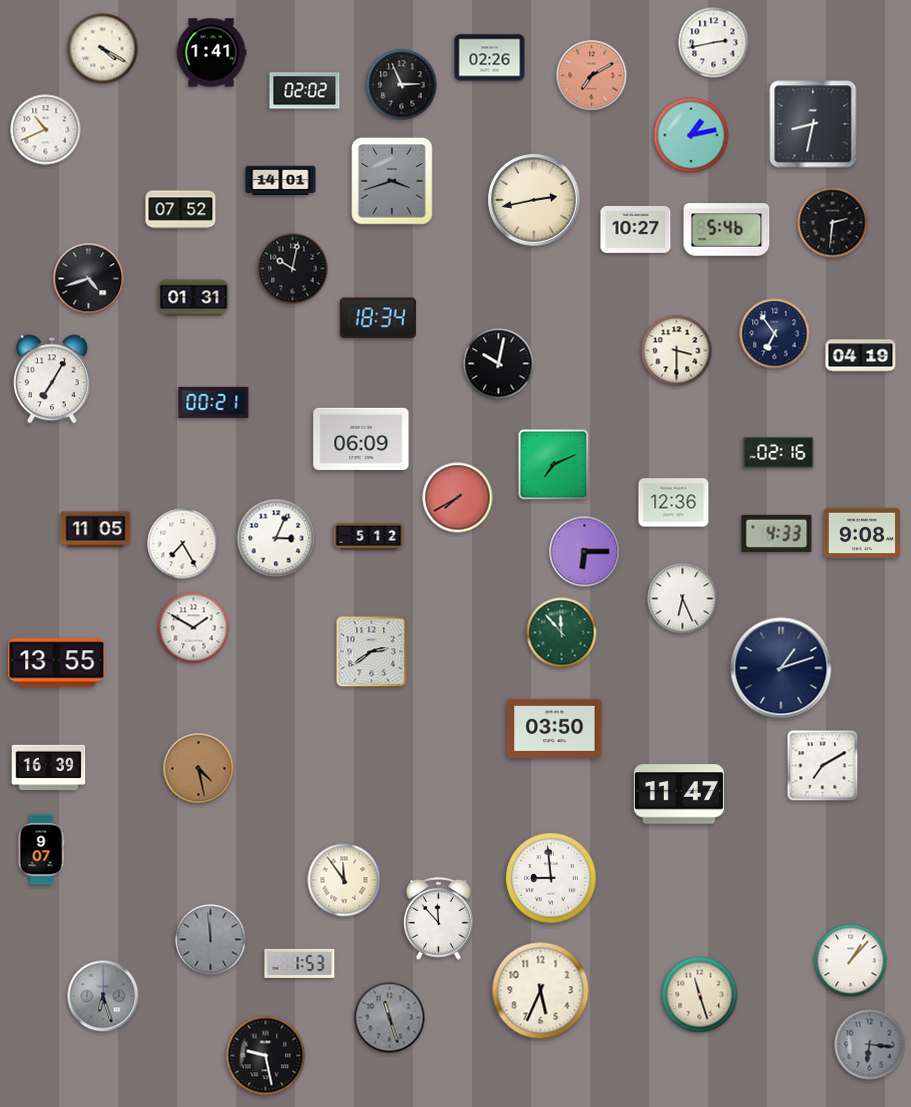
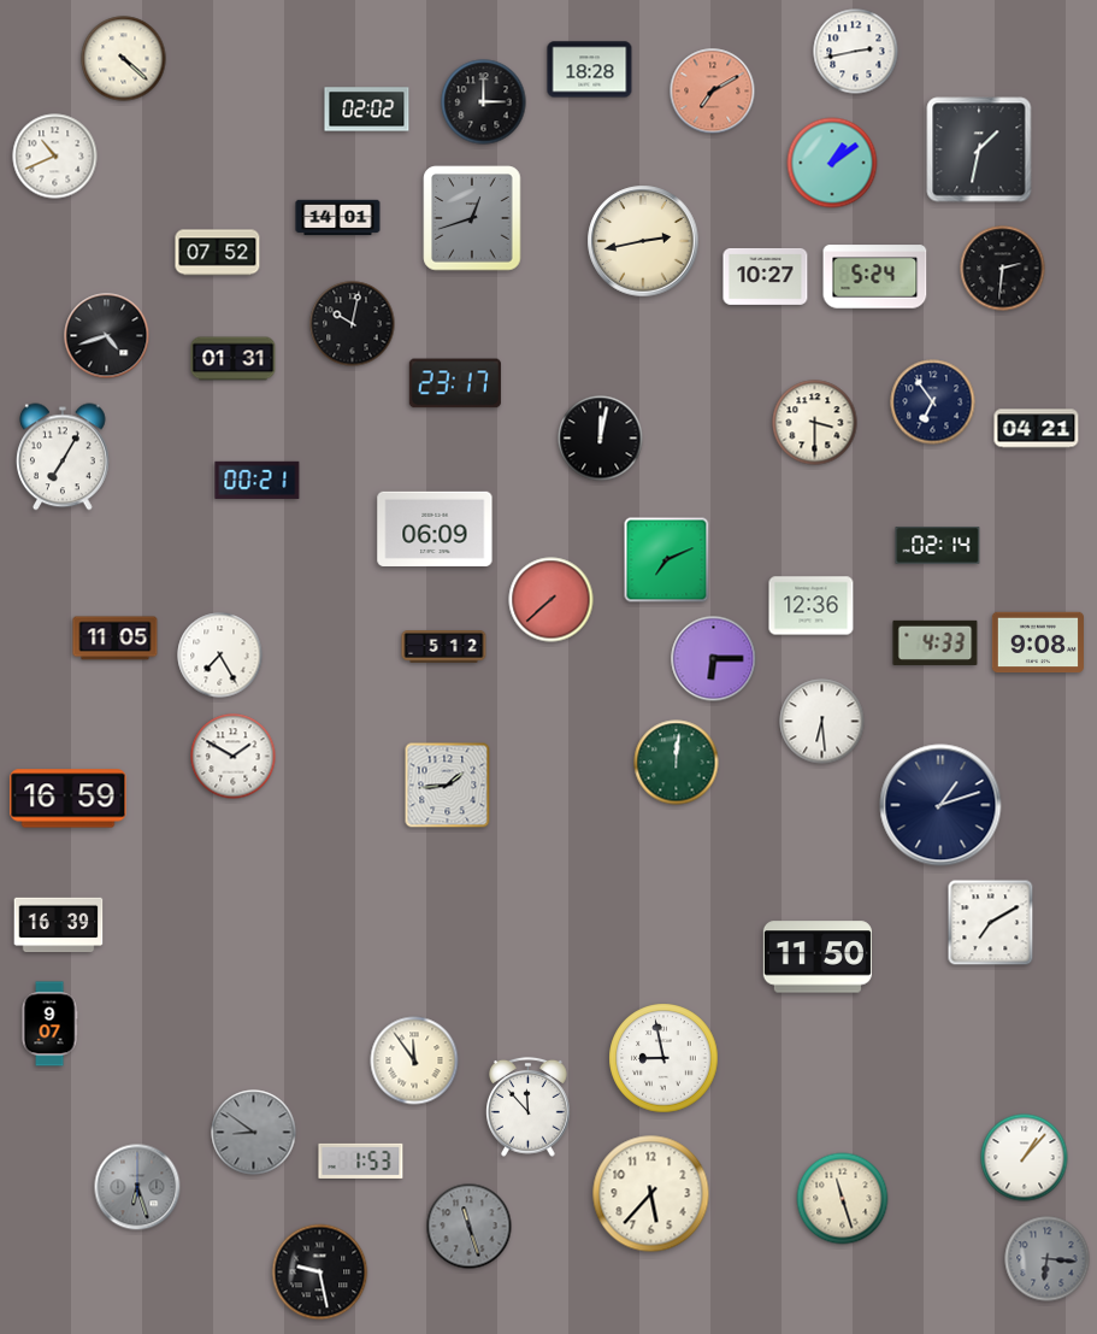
clock at (714, 43) position: (714, 43) -> (856, 52)
clock at (103, 49): 4:20 -> 4:22
clock at (211, 53): 1:41 -> none
clock at (490, 58): 02:26 -> 18:28
clock at (402, 85): 2:56 -> 3:00
clock at (813, 124): 8:32 -> 1:32
clock at (691, 135): 1:13 -> 1:09
clock at (392, 181): 3:42 -> 12:42
clock at (727, 230): 5:46 -> 5:24
clock at (378, 318): 18:34 -> 23:17
clock at (861, 356): 04:19 -> 04:21
clock at (499, 364): 10:02 -> 12:02
clock at (214, 402) position: (214, 402) -> (258, 480)
clock at (779, 453): 02:16 -> 02:14
clock at (458, 498): 7:40 -> 7:38
clock at (276, 538): 3:04 -> none
clock at (585, 552) position: (585, 552) -> (714, 659)
clock at (683, 599): 6:26 -> 6:29
clock at (562, 633): 11:53 -> 12:01
clock at (372, 652): 2:39 -> 1:44
clock at (57, 663): 13:55 -> 16:59
clock at (555, 728): 03:50 -> none
clock at (199, 769): 4:28 -> none
clock at (679, 794): 11:47 -> 11:50
clock at (551, 878): 8:59 -> 8:58
clock at (211, 940): 11:59 -> 8:51
clock at (541, 991): 5:34 -> 5:37
clock at (103, 996) position: (103, 996) -> (137, 1187)
